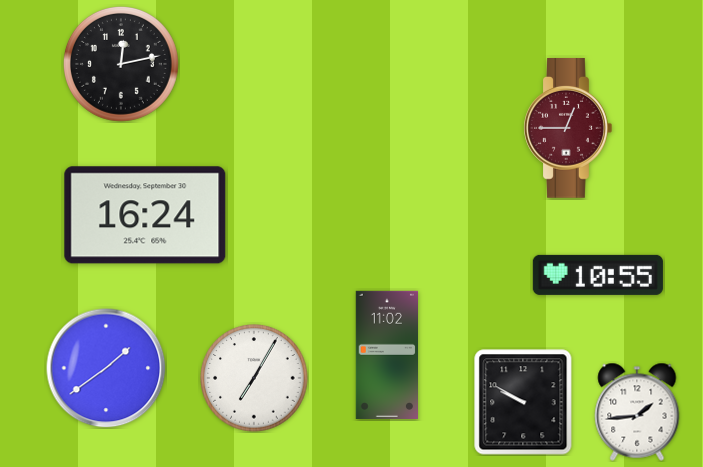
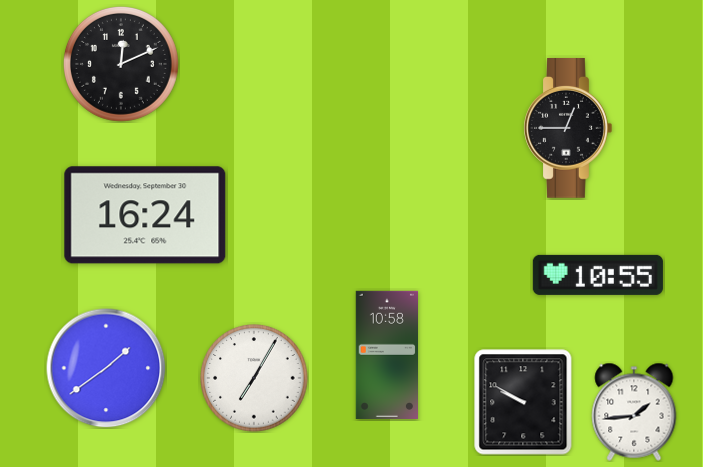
clock at (121, 64): 12:13 -> 12:11
clock at (568, 129) dial: burgundy -> black
clock at (386, 355): 11:02 -> 10:58
clock at (637, 412) position: (637, 412) -> (634, 412)
